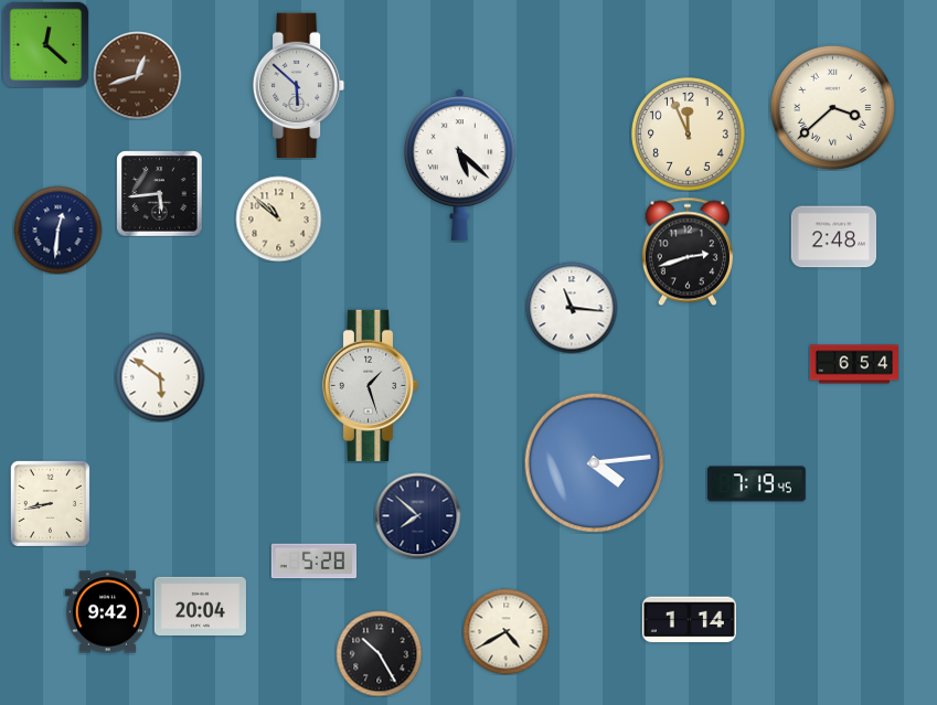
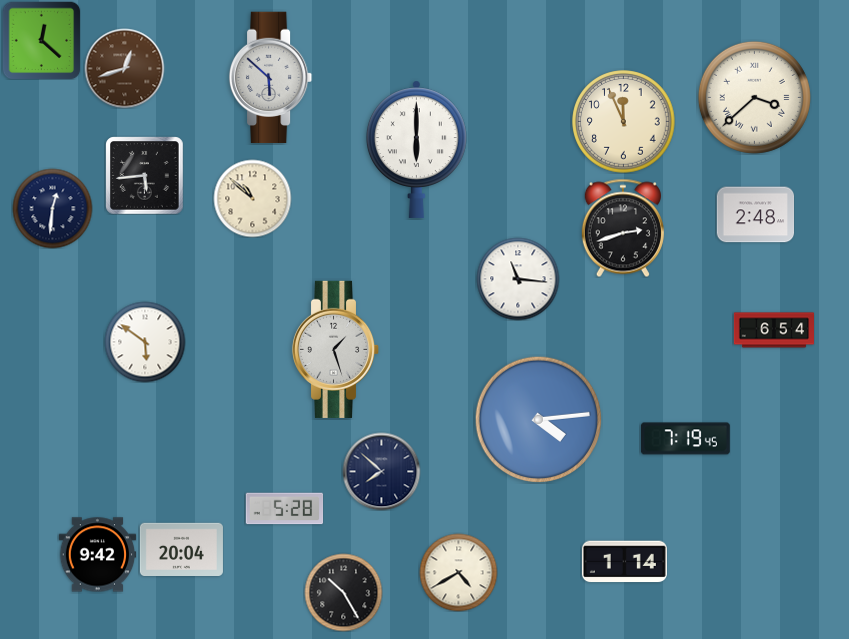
clock at (459, 164): 5:22 -> 6:00
clock at (50, 503): 8:43 -> none
clock at (417, 515) position: (417, 515) -> (381, 471)
